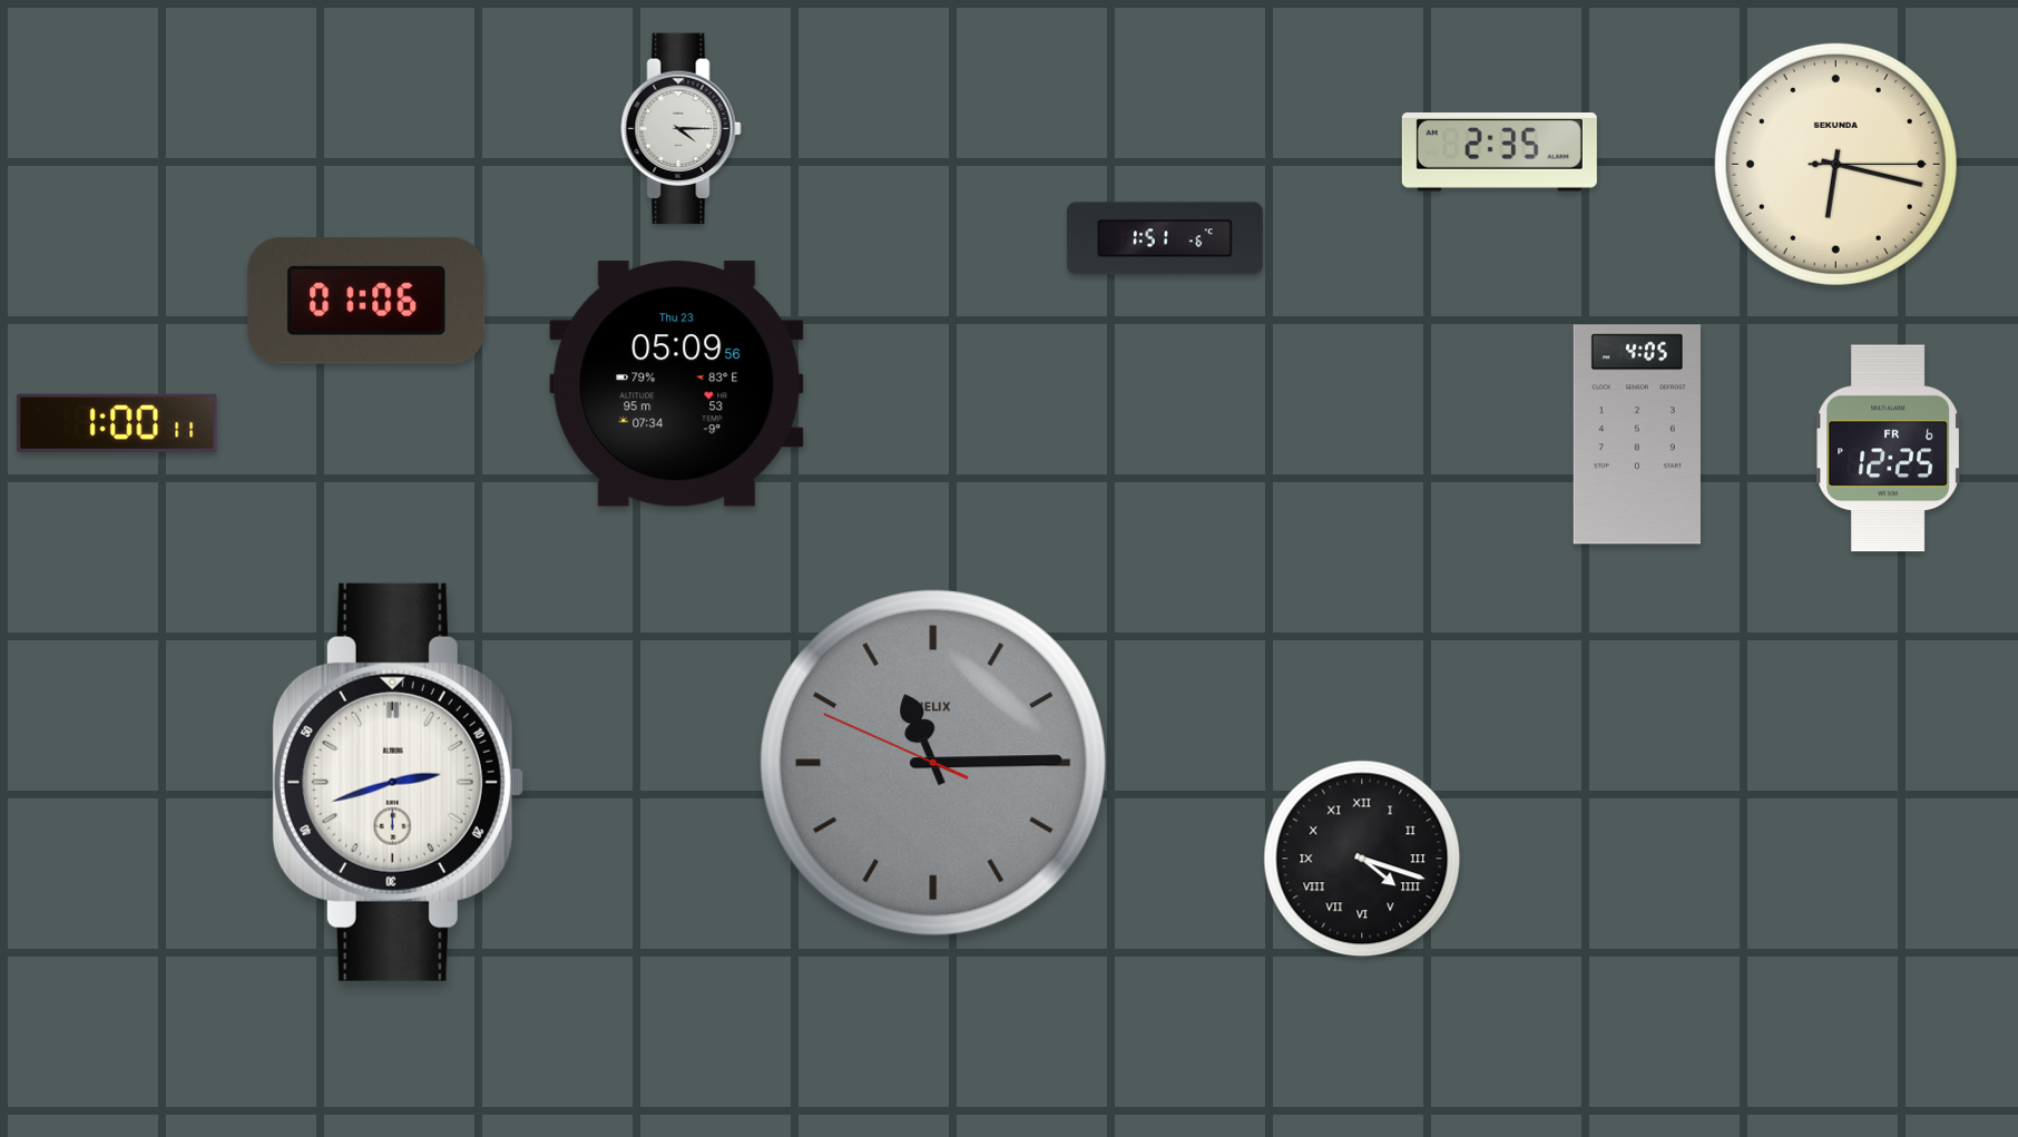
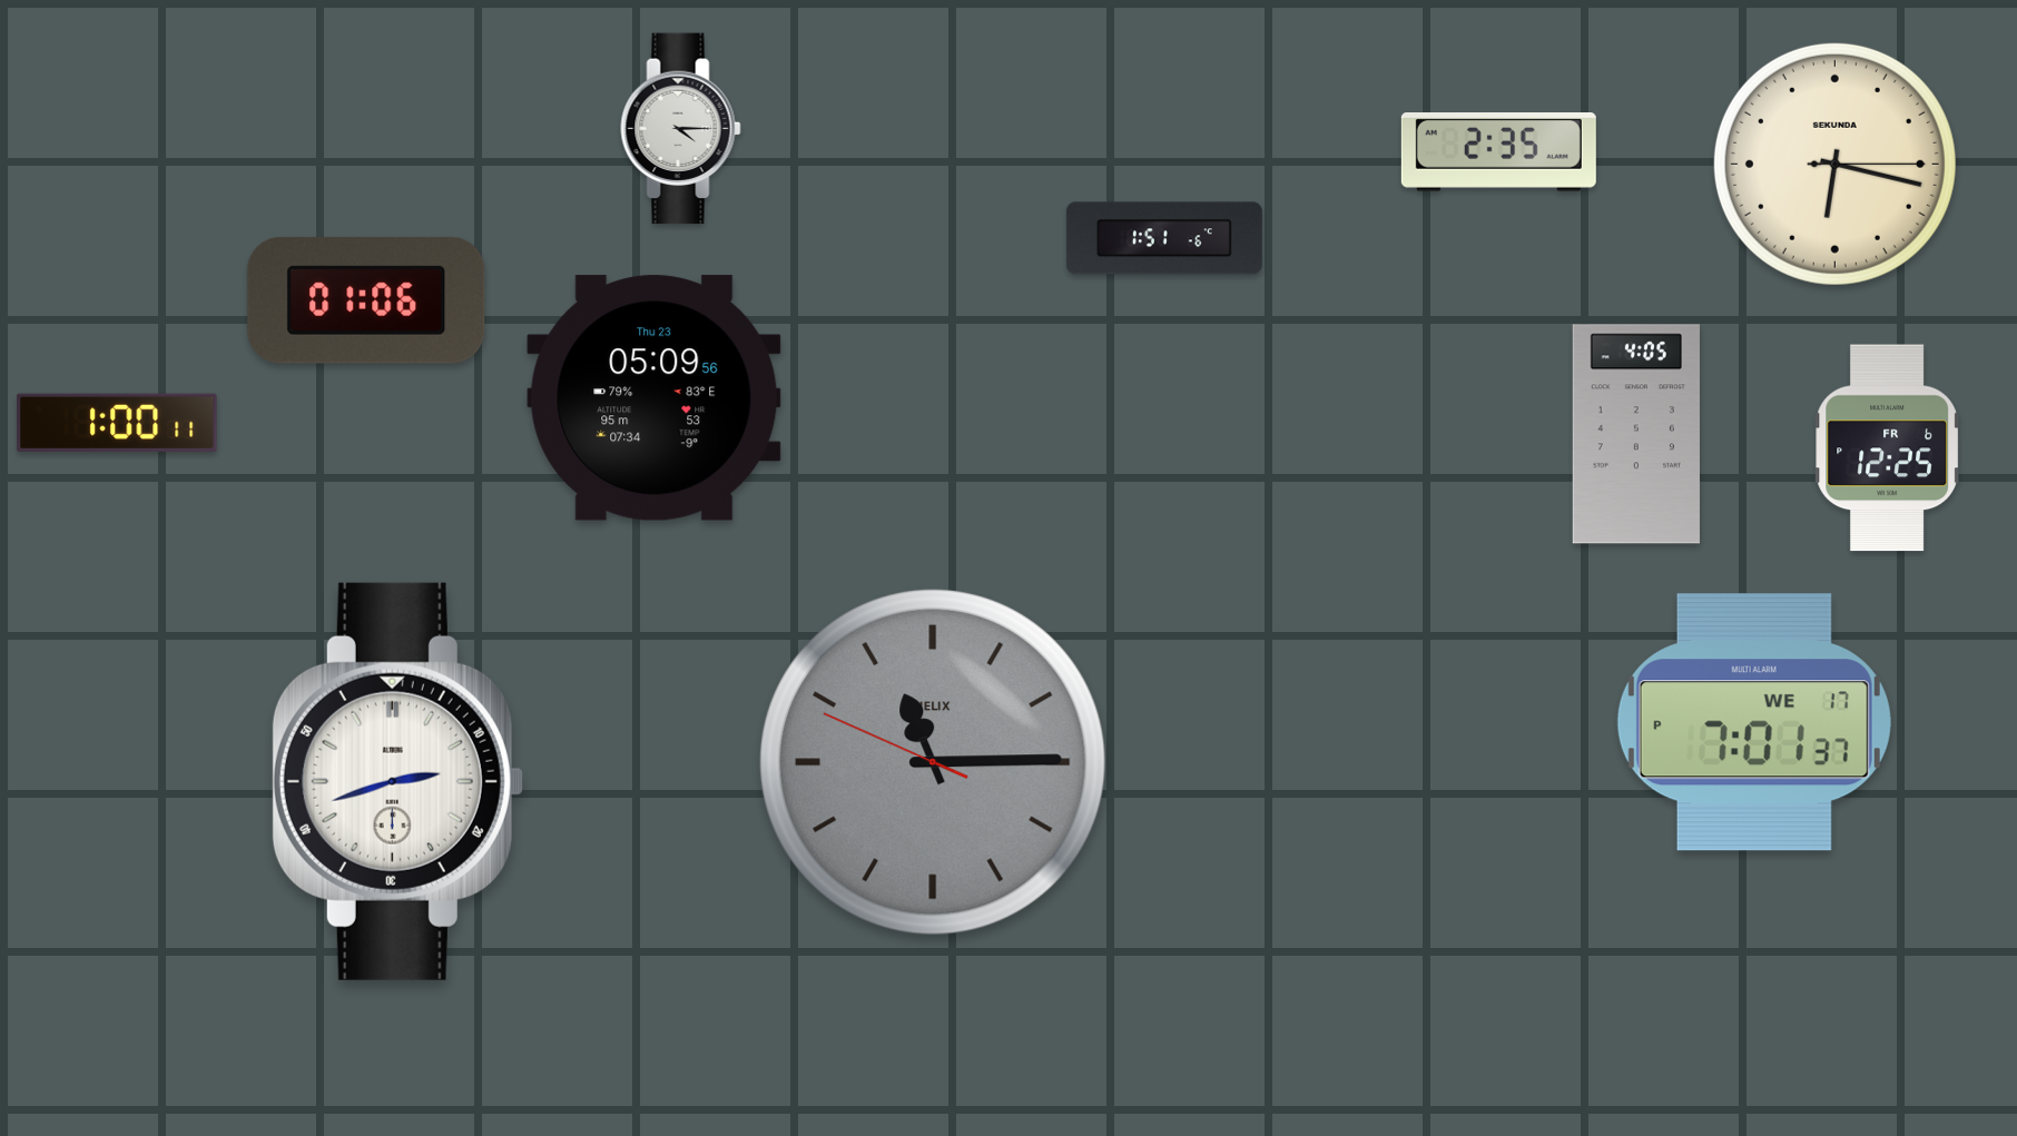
clock at (677, 384) position: (677, 384) -> (655, 398)
clock at (1754, 722): none -> 7:01
clock at (1362, 859): 4:18 -> none
